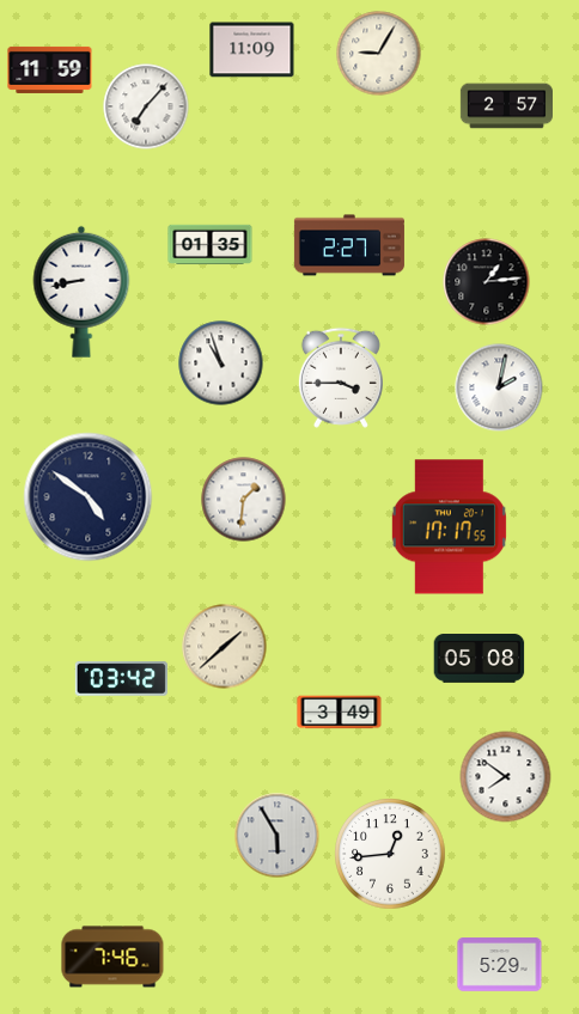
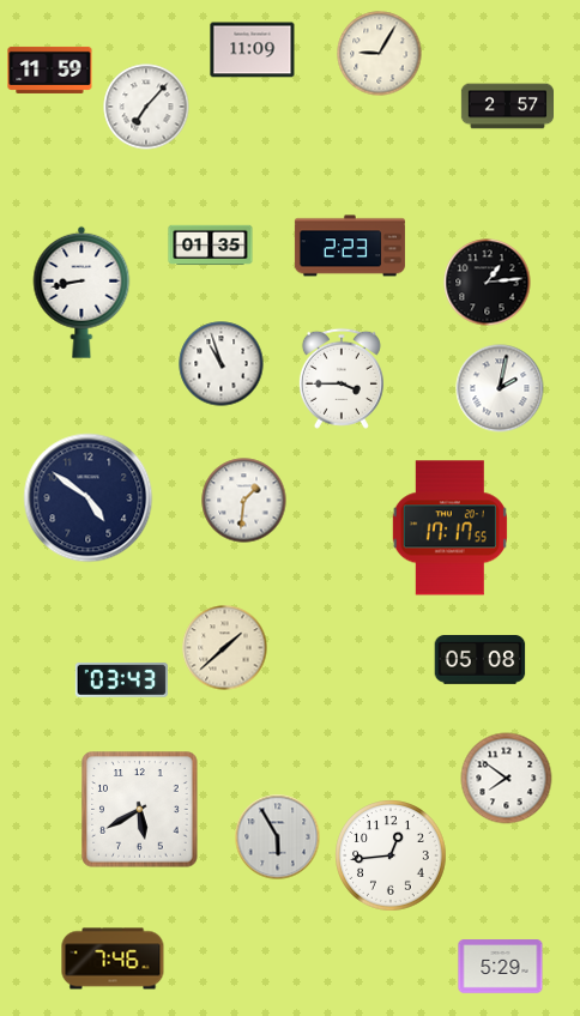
clock at (349, 245): 2:27 -> 2:23
clock at (121, 679): 03:42 -> 03:43
clock at (340, 713): 3:49 -> none
clock at (140, 810): none -> 5:40
